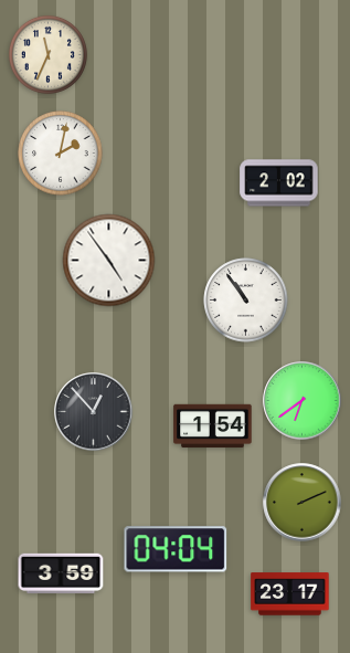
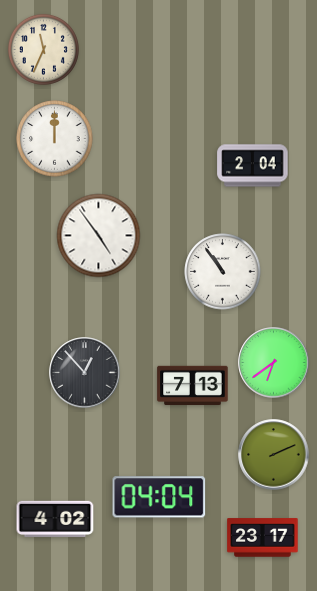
clock at (61, 154): 2:02 -> 12:00
clock at (279, 183): 2:02 -> 2:04
clock at (213, 426): 1:54 -> 7:13
clock at (61, 573): 3:59 -> 4:02
